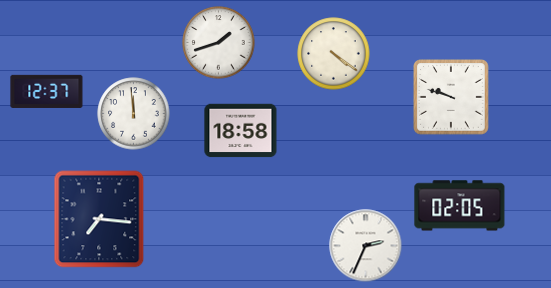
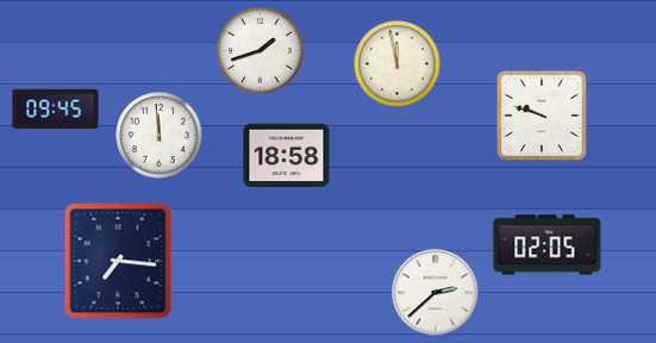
clock at (334, 54): 4:21 -> 11:58
clock at (47, 91): 12:37 -> 09:45
clock at (452, 98) position: (452, 98) -> (543, 117)
clock at (366, 246): 2:34 -> 2:38
